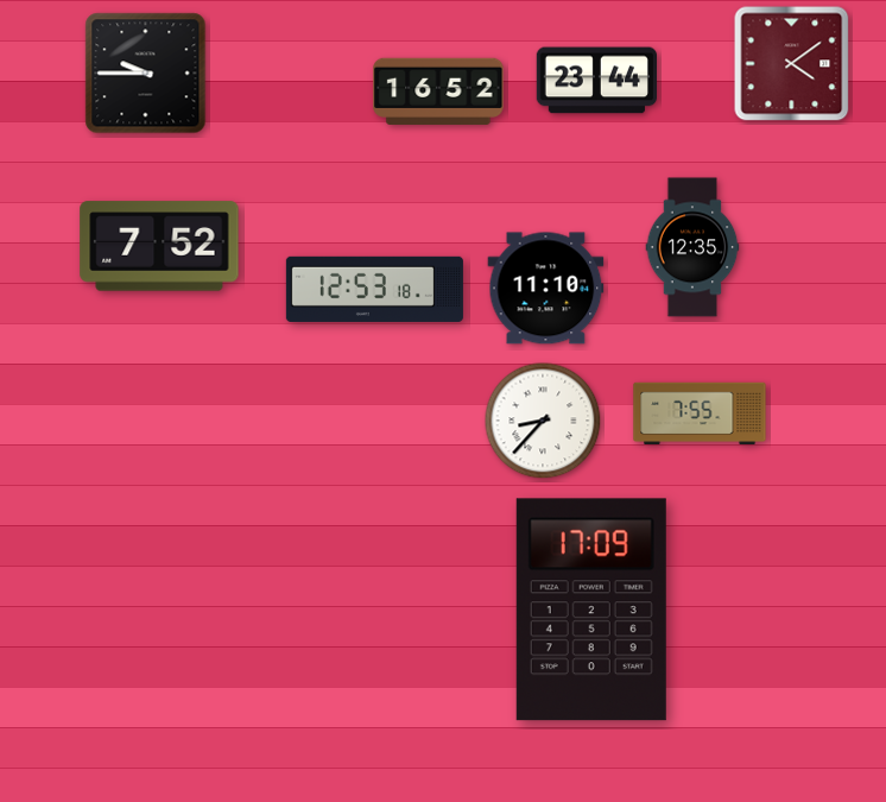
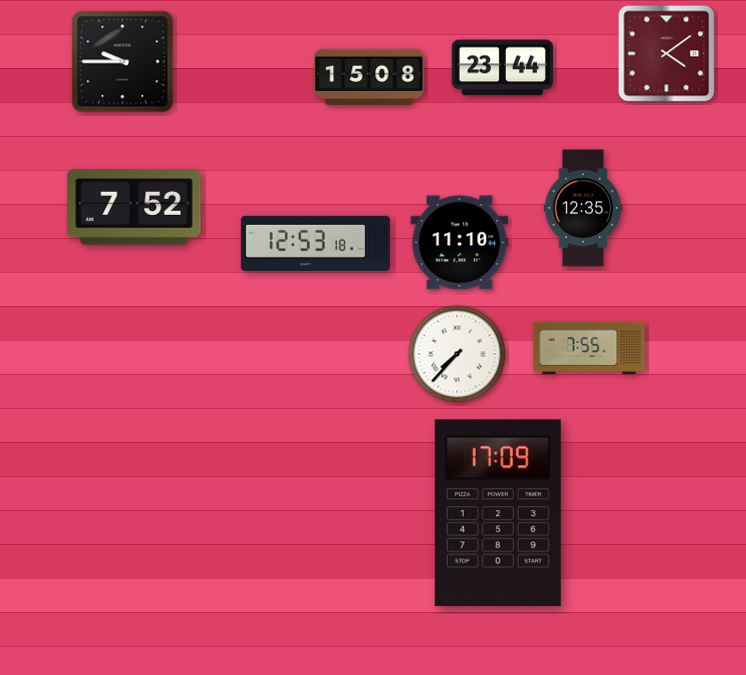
clock at (438, 91): 16:52 -> 15:08
clock at (543, 421): 8:37 -> 7:37
